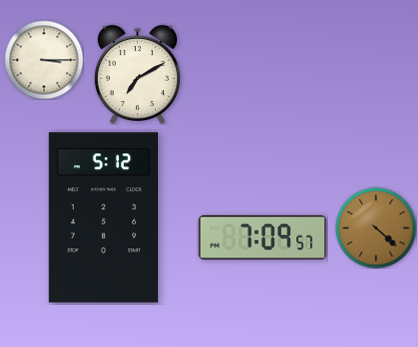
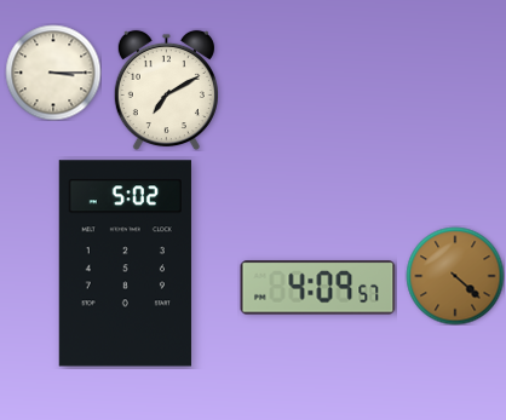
clock at (103, 218): 5:12 -> 5:02
clock at (263, 238): 7:09 -> 4:09
